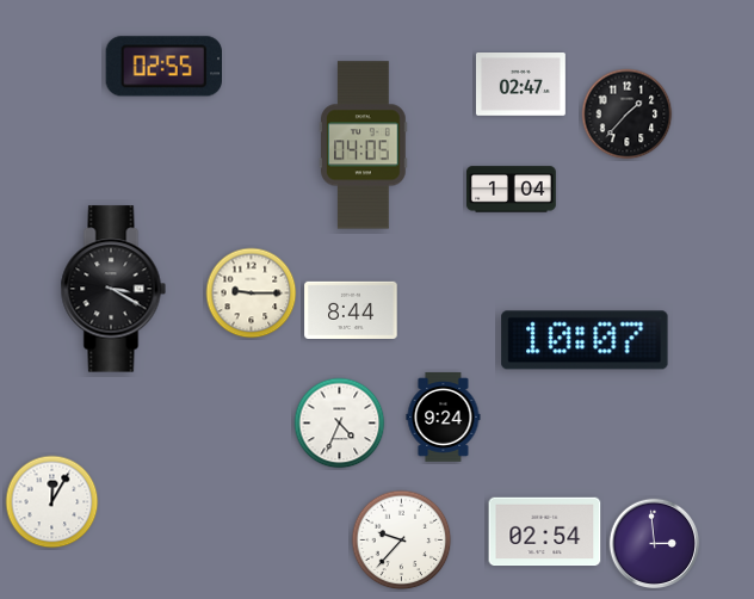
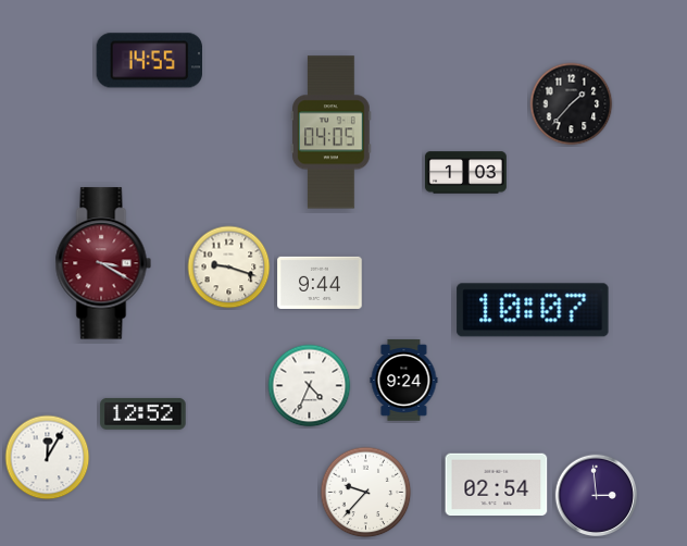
clock at (163, 67): 02:55 -> 14:55
clock at (520, 85): 02:47 -> none
clock at (511, 190): 1:04 -> 1:03
clock at (113, 289) dial: black -> burgundy
clock at (252, 294): 9:15 -> 9:18
clock at (351, 310): 8:44 -> 9:44
clock at (143, 413): none -> 12:52
